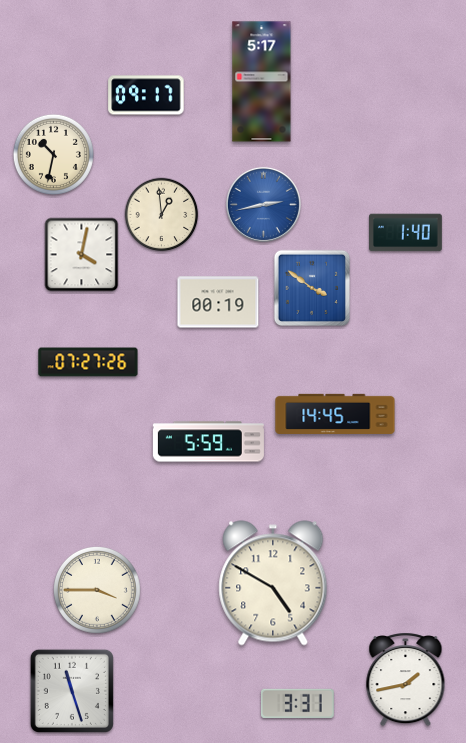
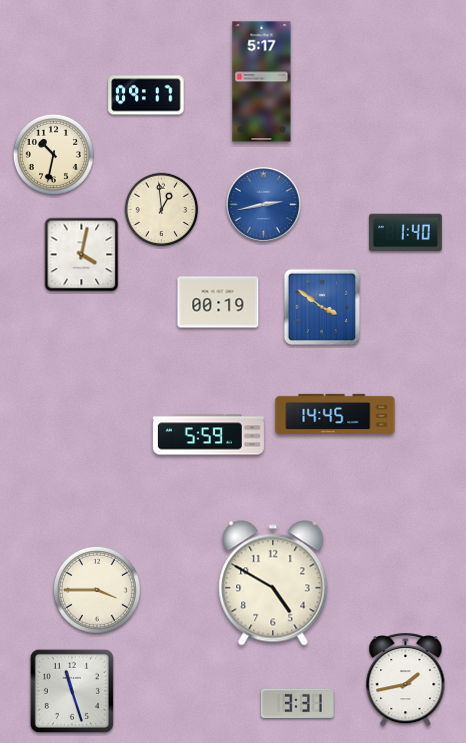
clock at (162, 215) position: (162, 215) -> (162, 210)
clock at (312, 288) position: (312, 288) -> (322, 307)
clock at (88, 362): 07:27 -> none
clock at (208, 442) position: (208, 442) -> (208, 435)
